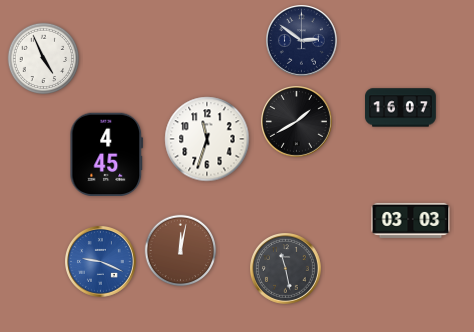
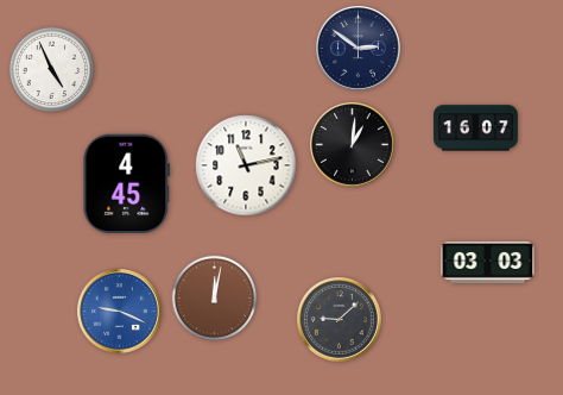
clock at (297, 122): 1:40 -> 1:01
clock at (207, 139): 11:33 -> 11:13
clock at (286, 269): 11:28 -> 9:08
